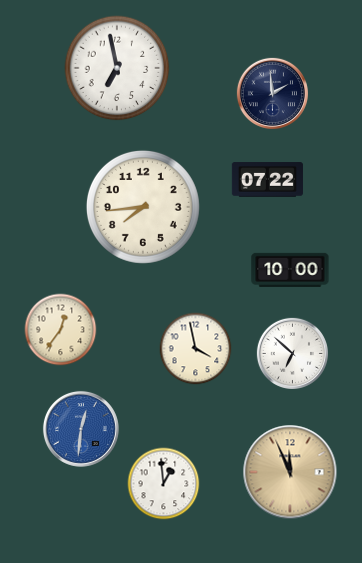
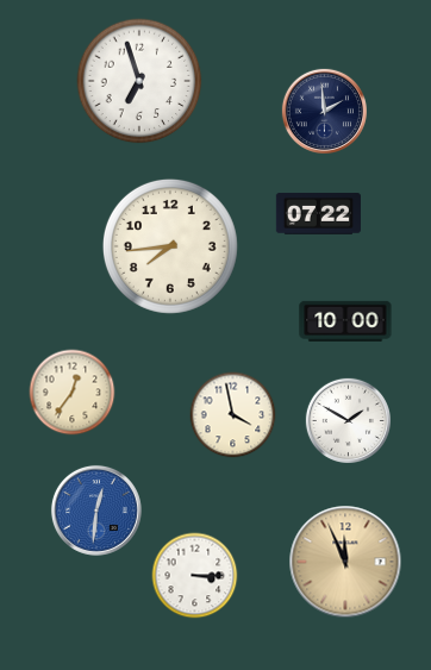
clock at (117, 68): 6:58 -> 6:57
clock at (292, 353): 6:52 -> 1:50
clock at (164, 484): 12:59 -> 3:15
